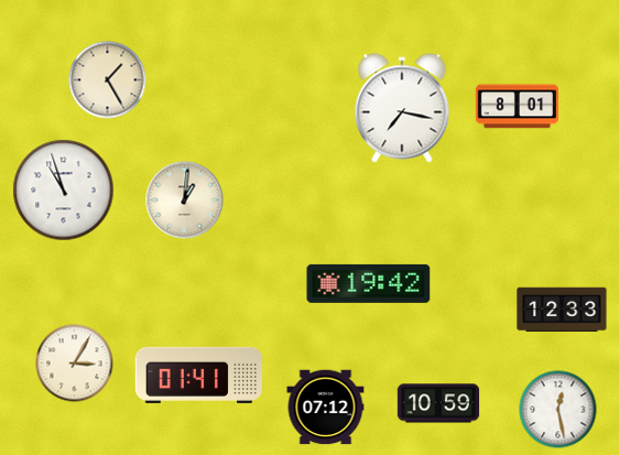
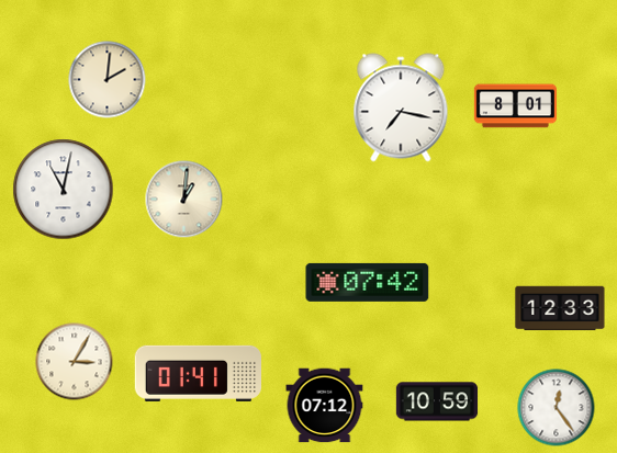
clock at (108, 80): 1:25 -> 2:01
clock at (64, 191): 10:57 -> 11:02
clock at (369, 283): 19:42 -> 07:42
clock at (558, 410): 12:28 -> 12:24
